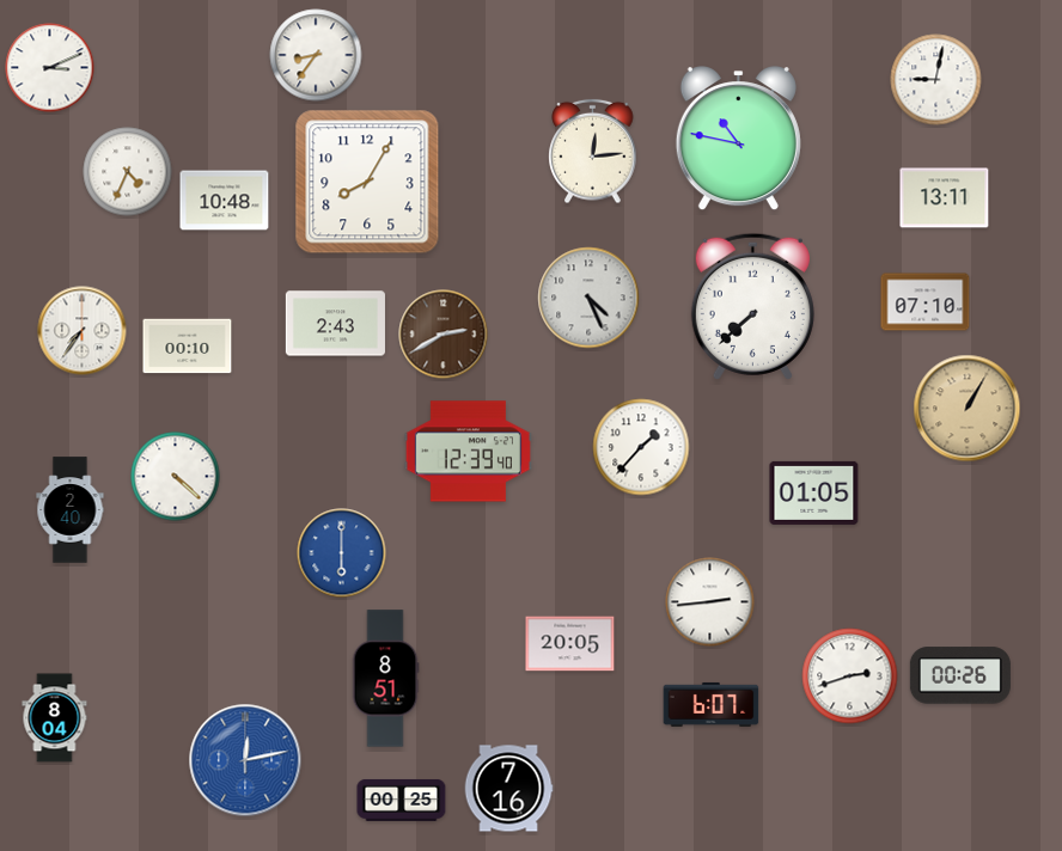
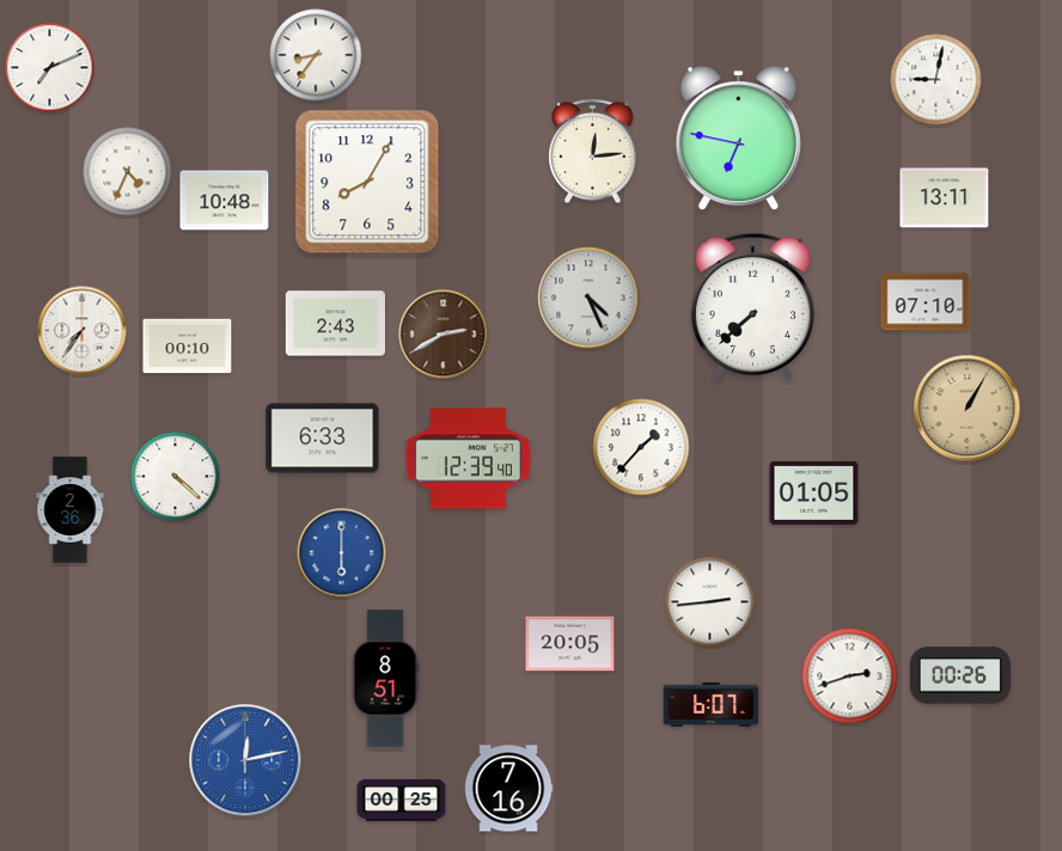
clock at (50, 68): 3:11 -> 7:11
clock at (738, 139): 10:47 -> 6:47
clock at (323, 439): none -> 6:33
clock at (468, 452) position: (468, 452) -> (468, 459)
clock at (71, 510): 2:40 -> 2:36
clock at (55, 718): 8:04 -> none
